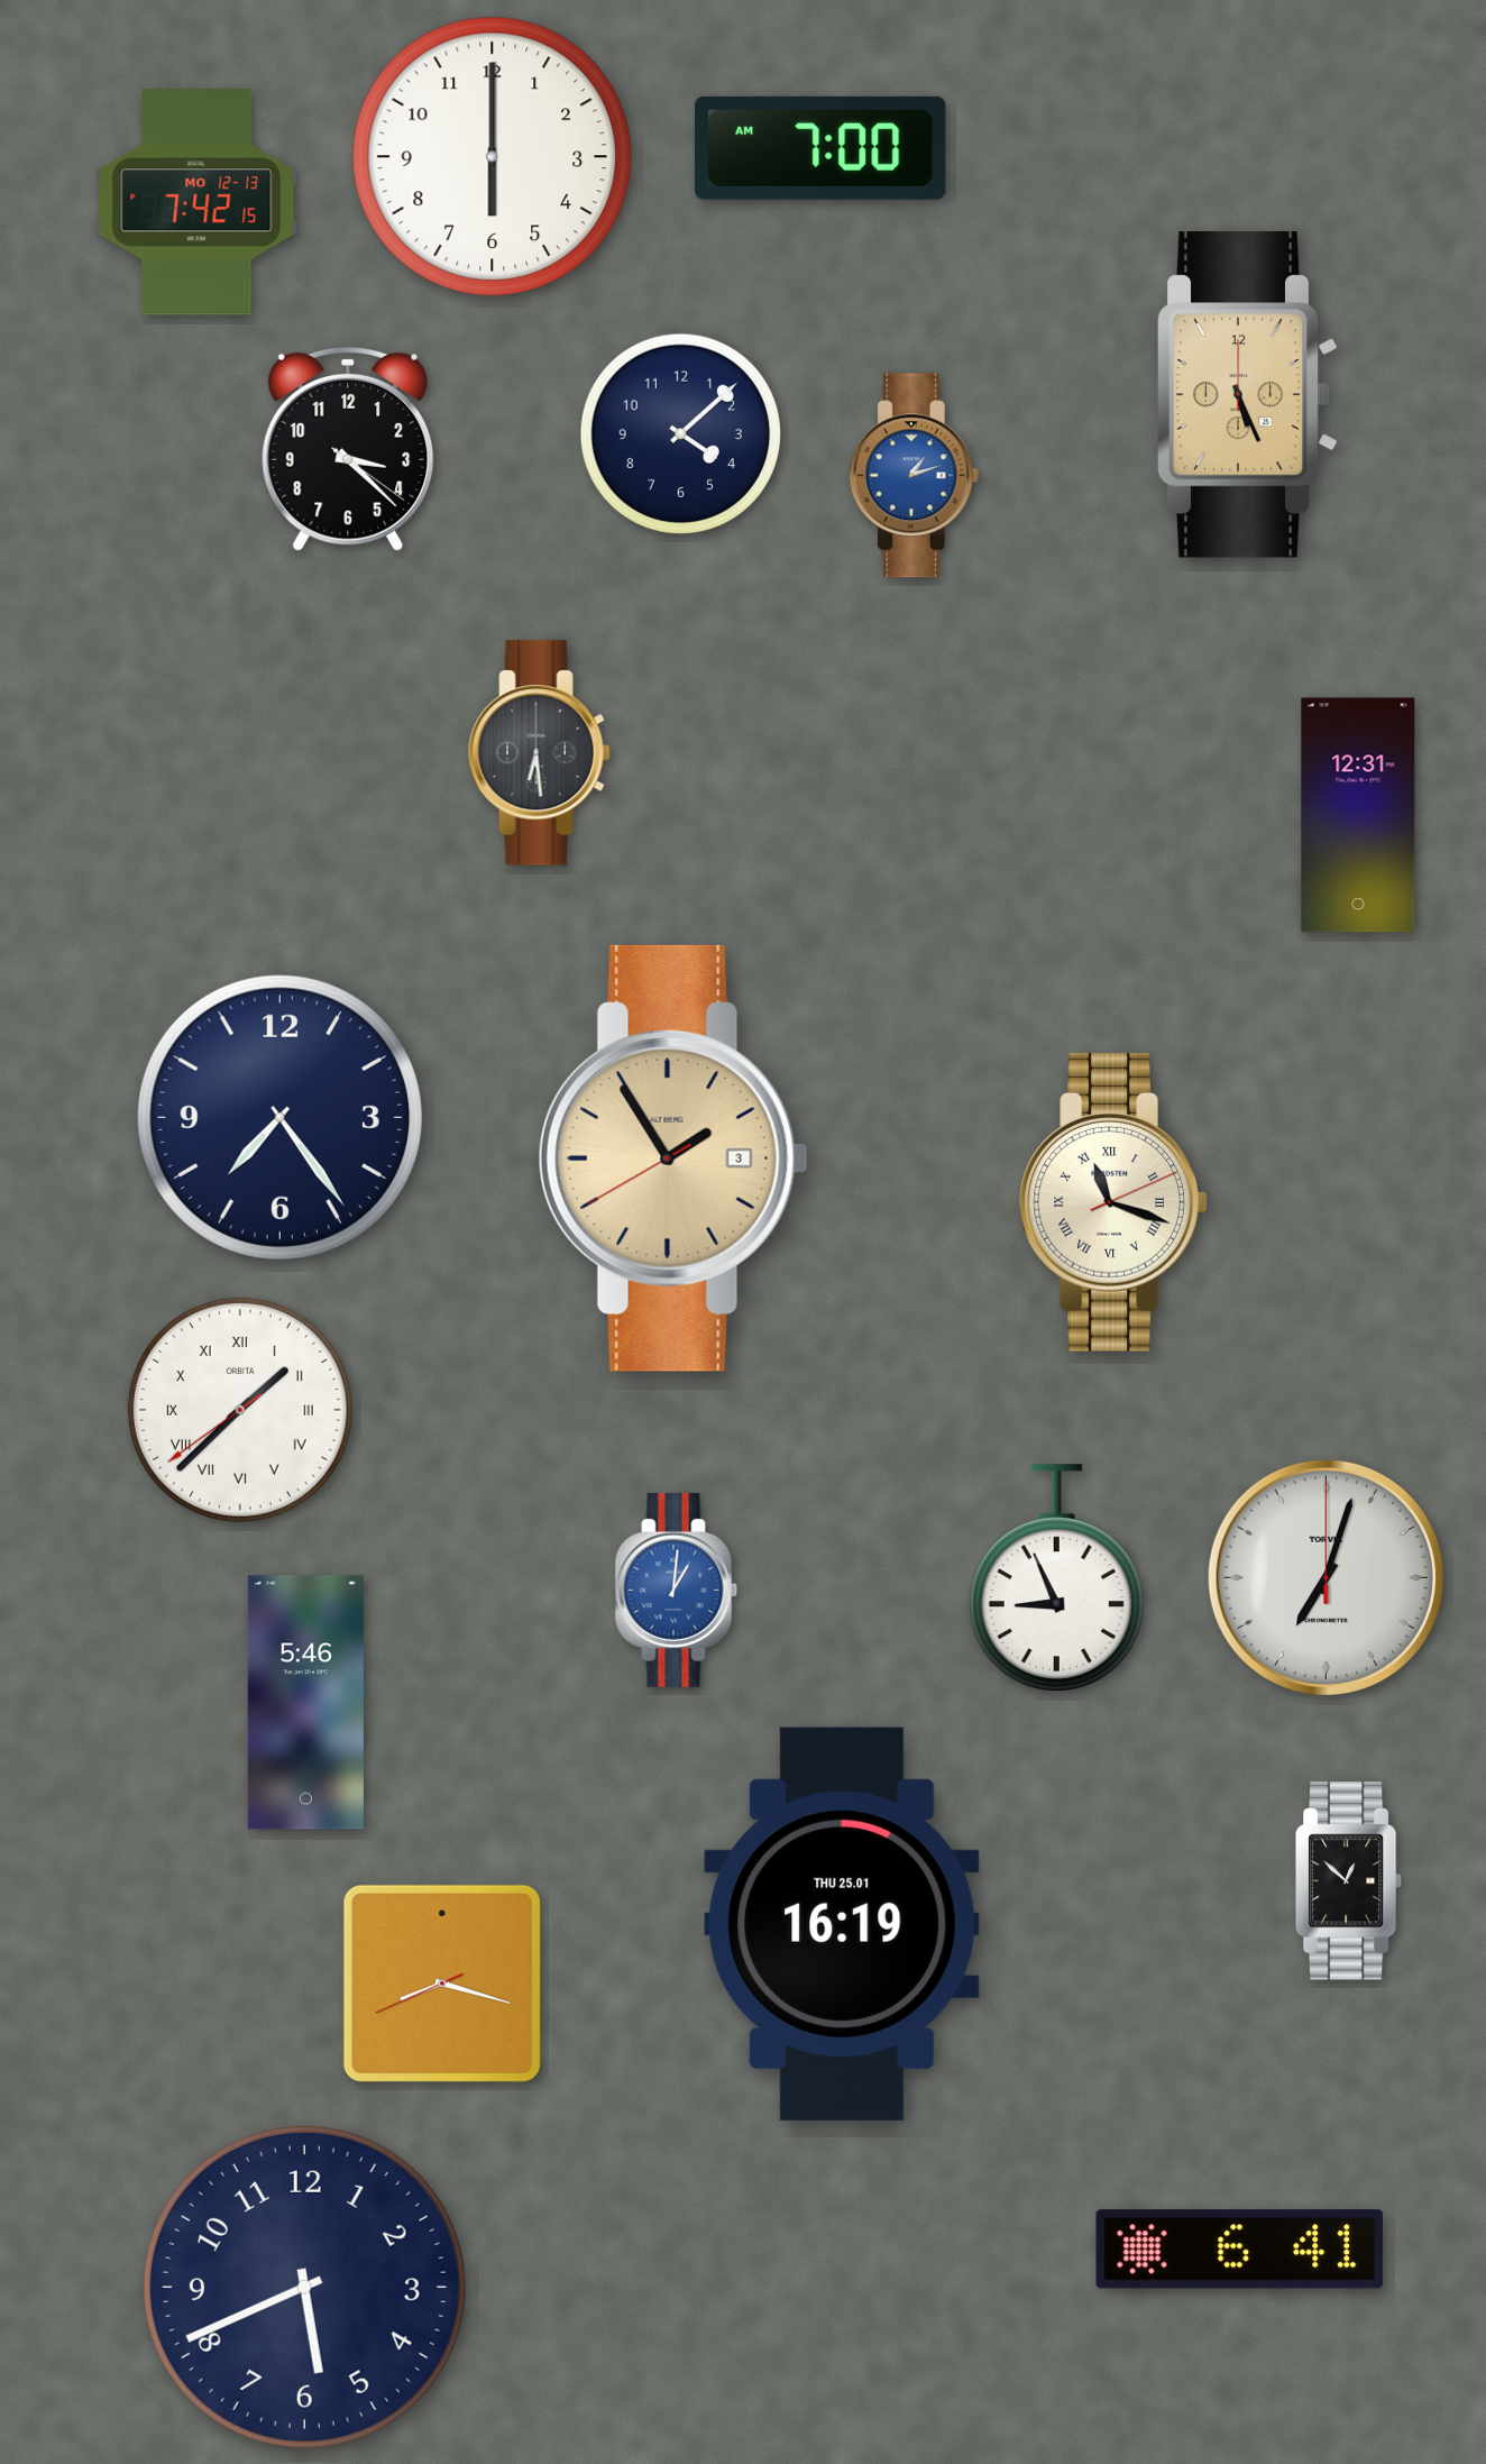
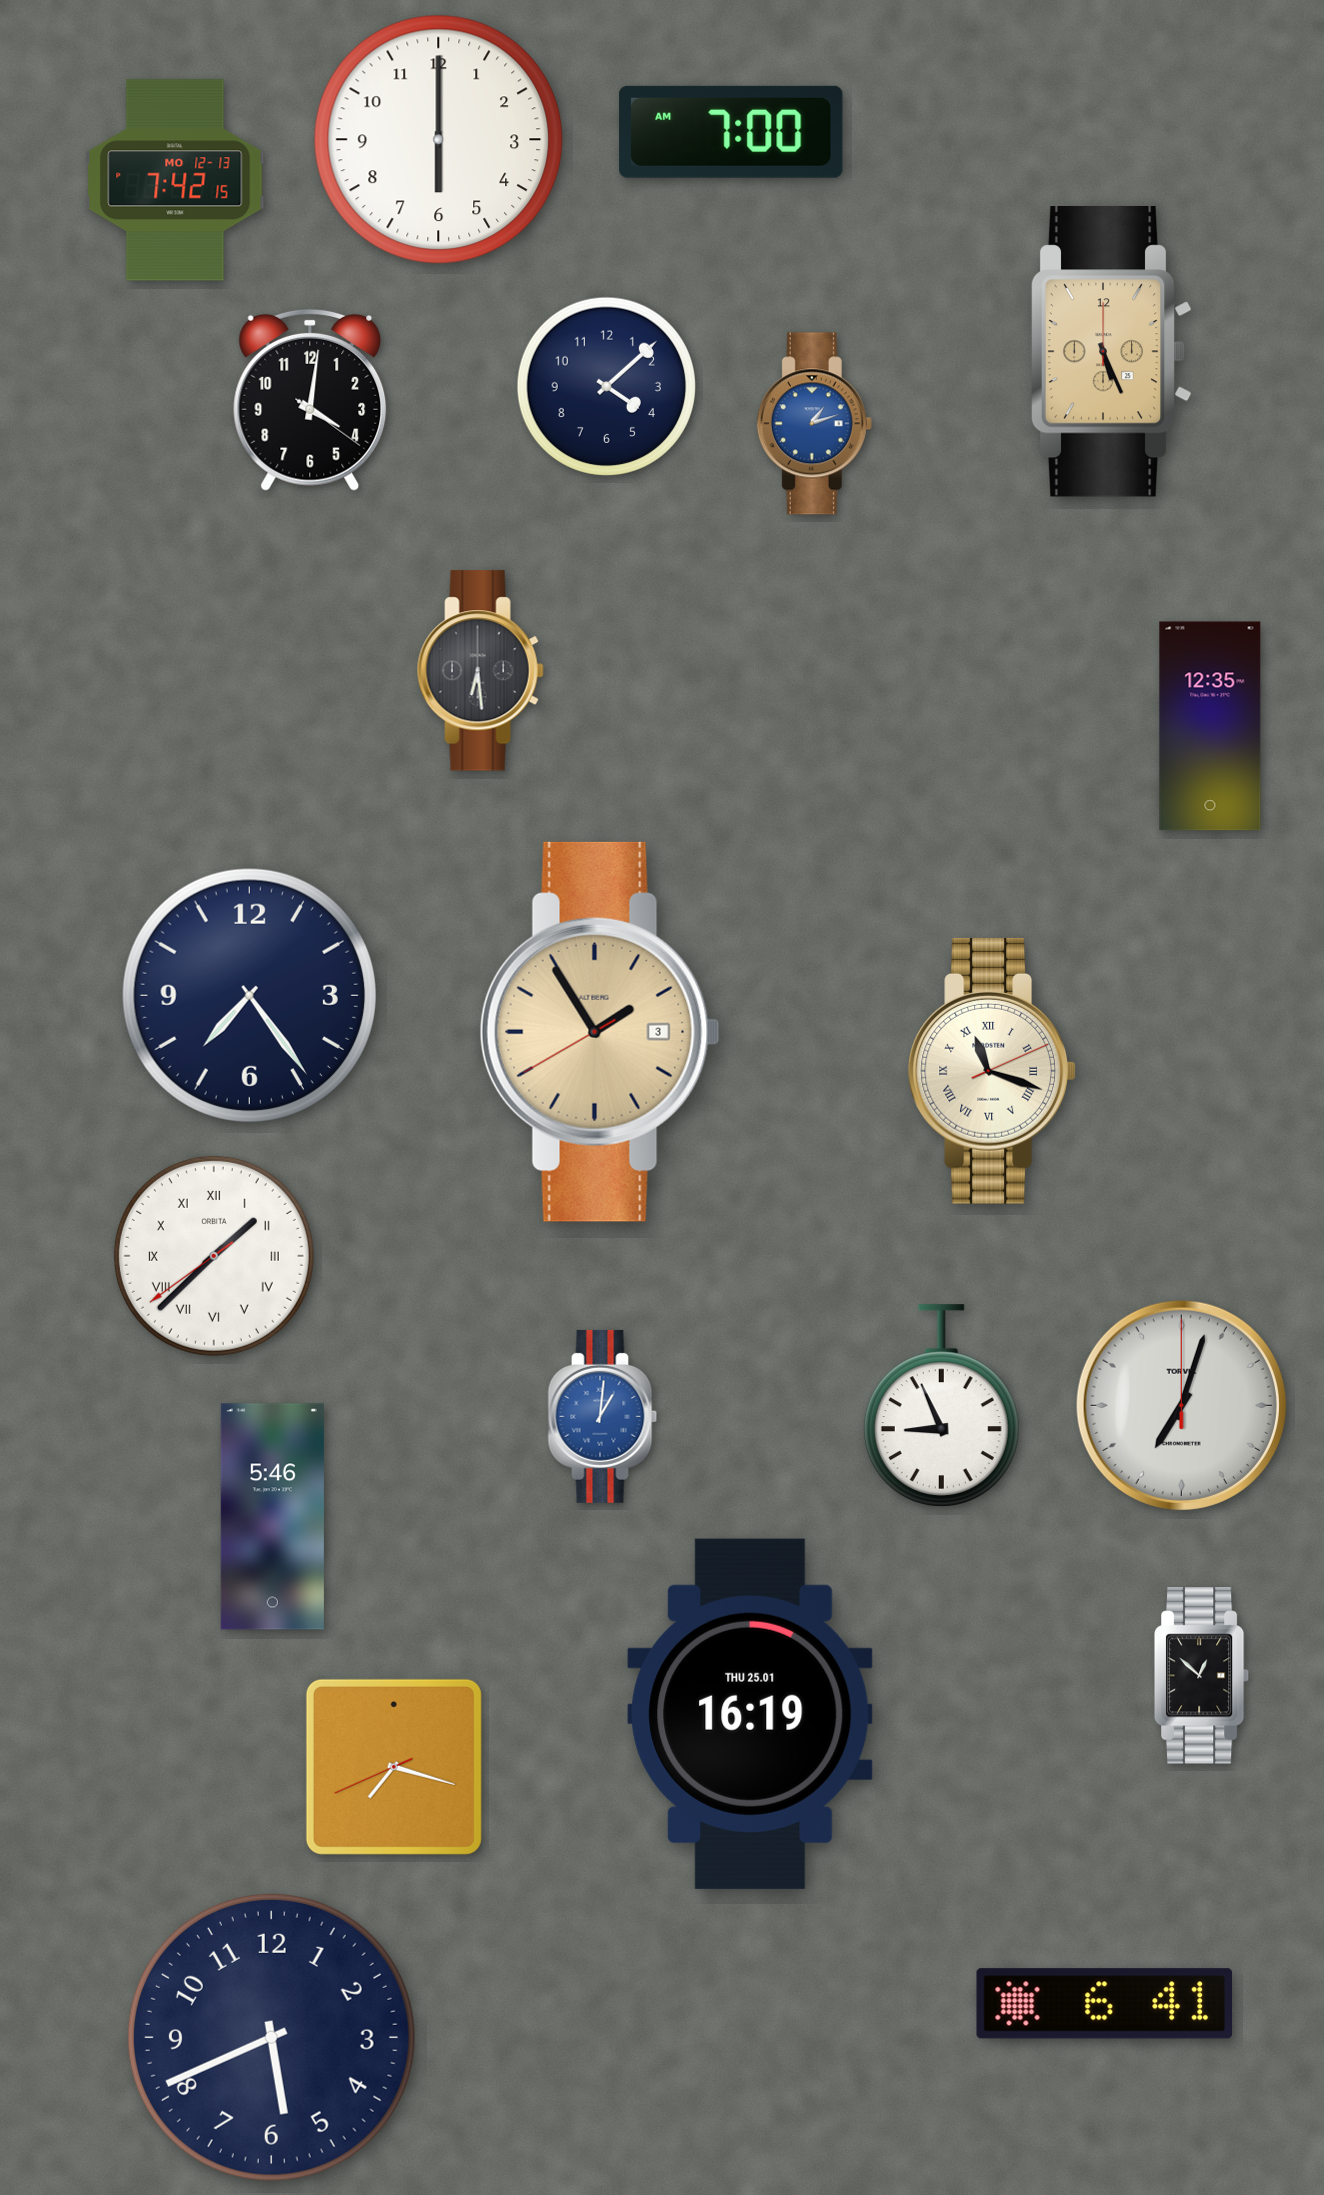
clock at (348, 449): 3:22 -> 4:01
clock at (1358, 815): 12:31 -> 12:35
clock at (442, 1984): 8:17 -> 7:17
